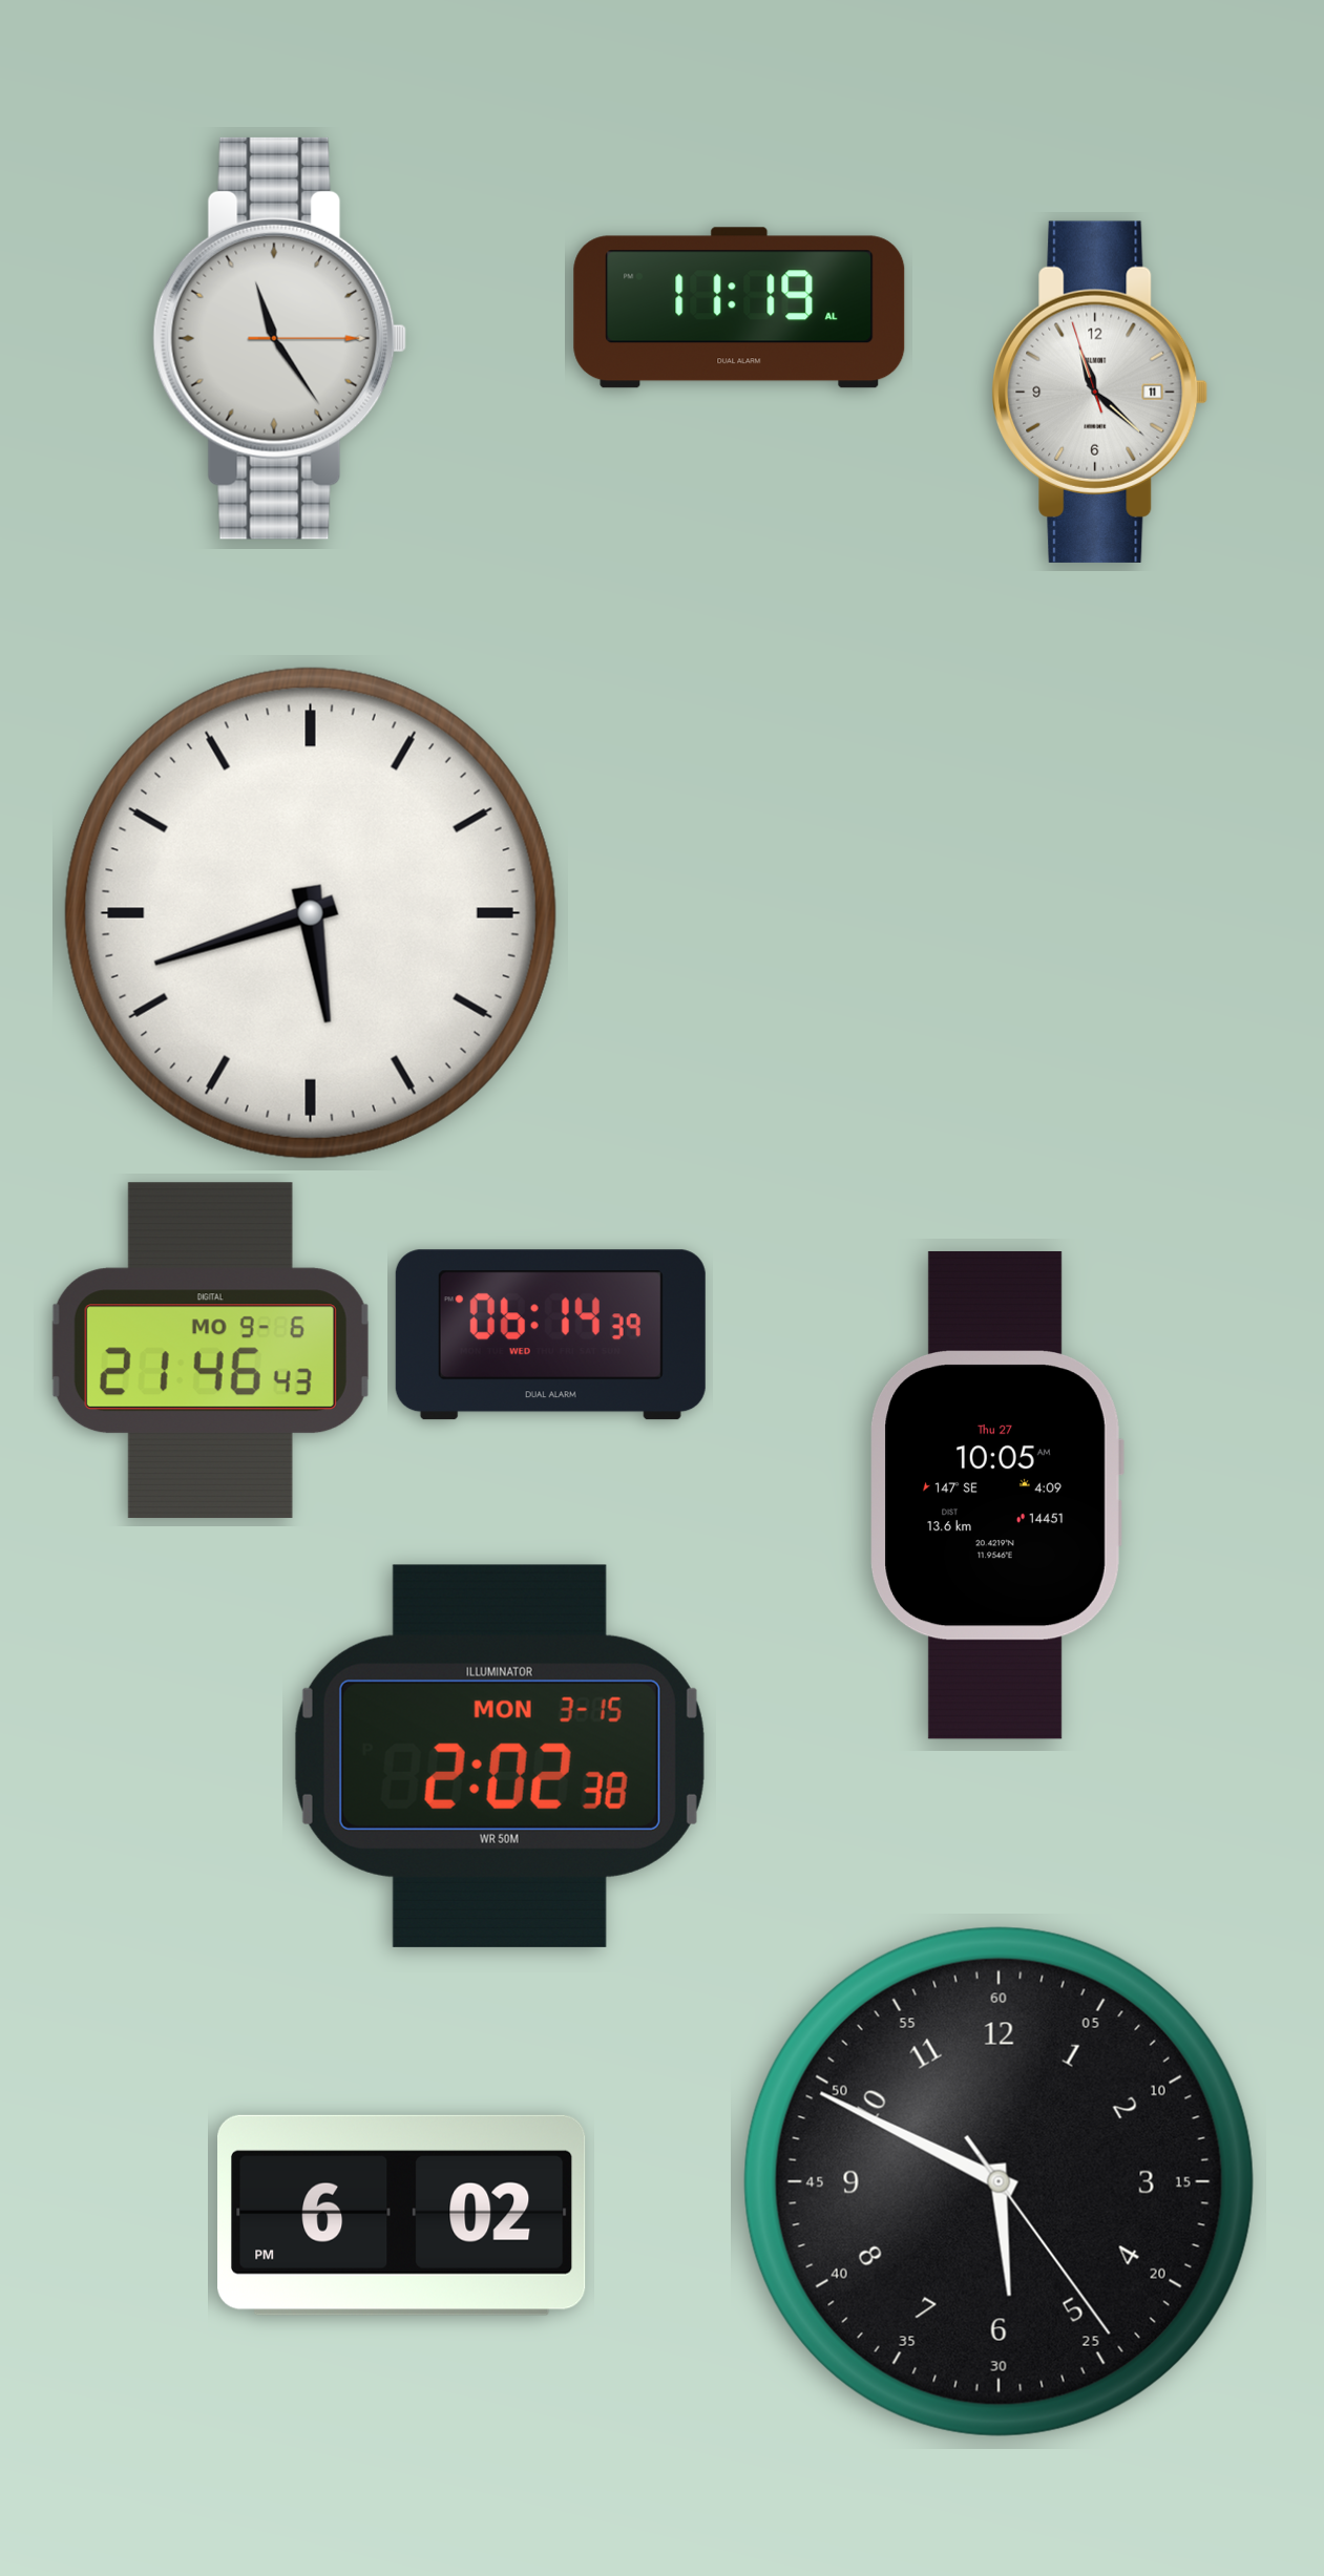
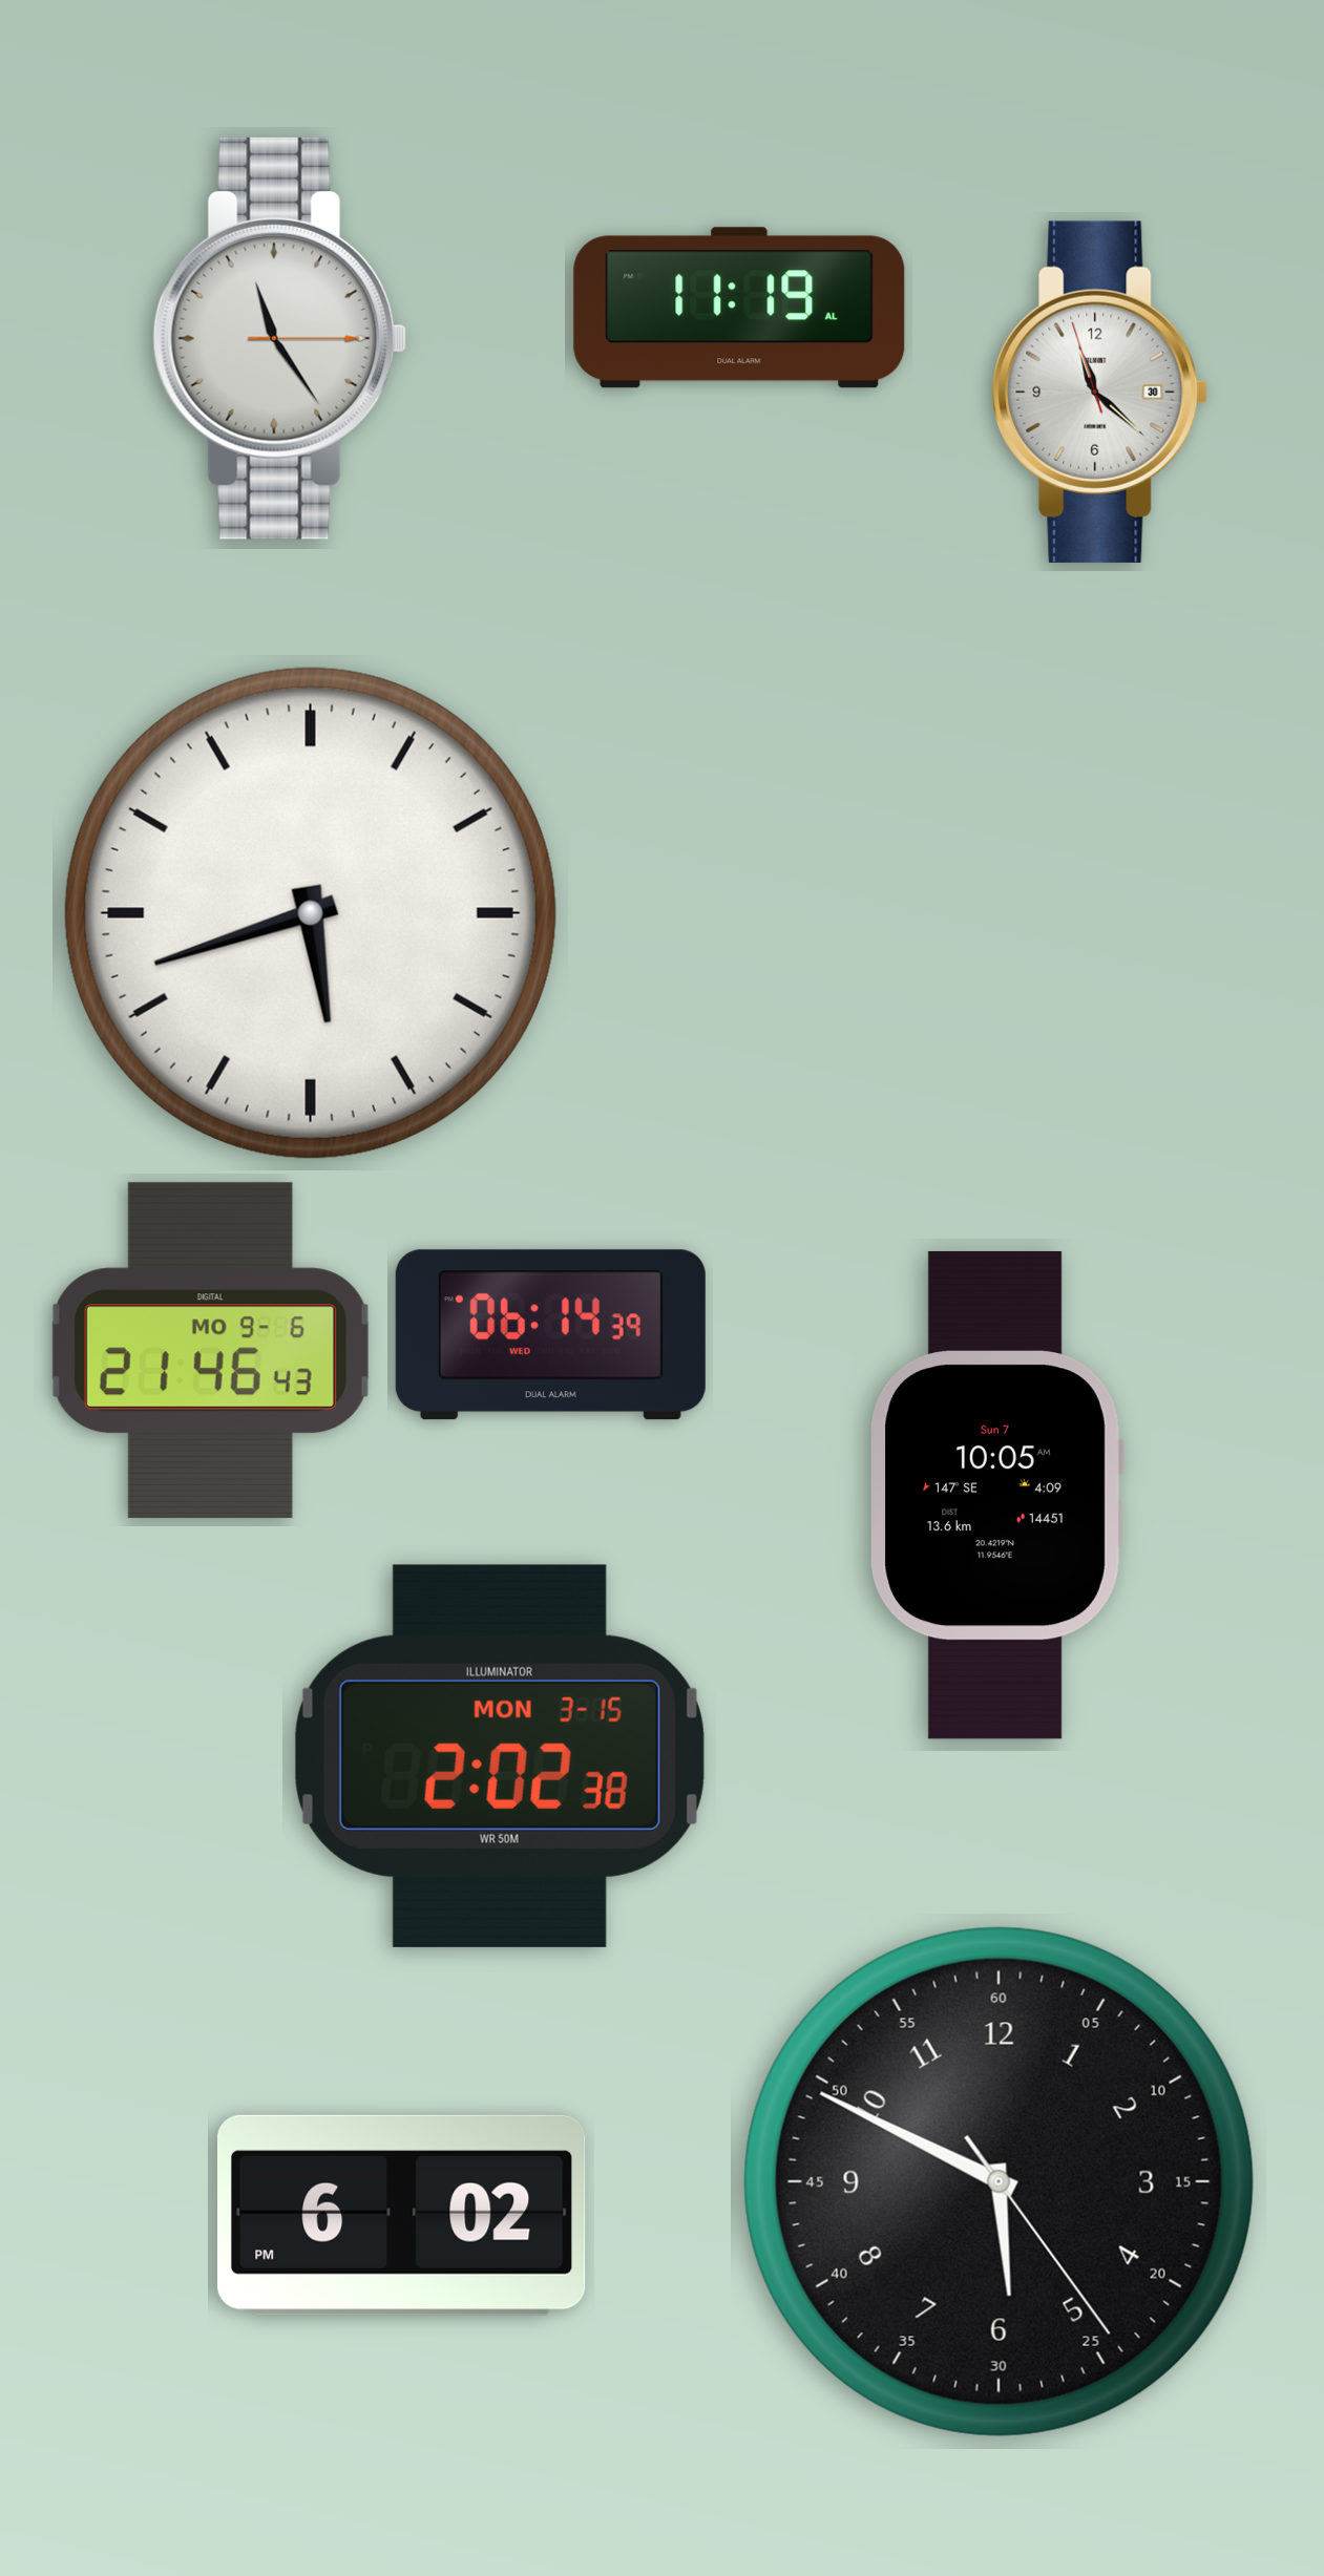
clock at (1100, 392) date: 11 -> 30
clock at (996, 1495) date: Thu 27 -> Sun 7
